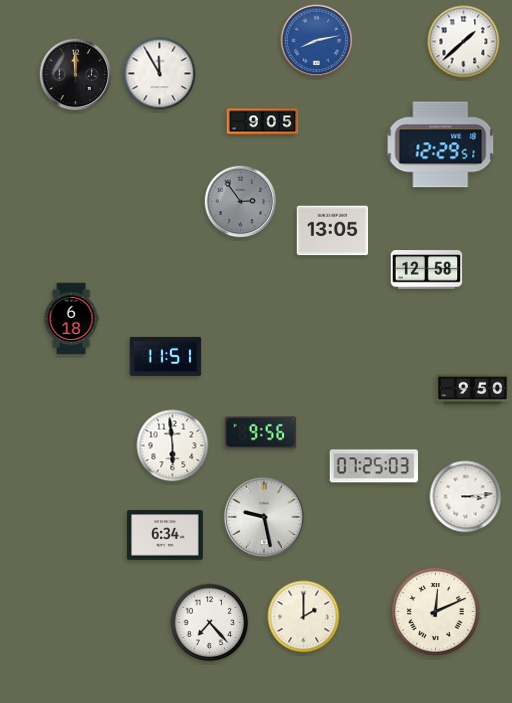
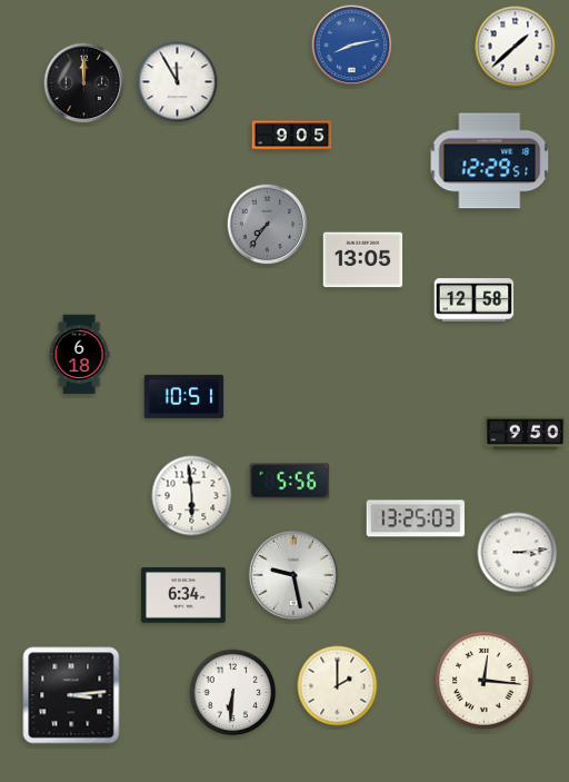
clock at (241, 202): 2:54 -> 7:36
clock at (333, 231) position: (333, 231) -> (363, 260)
clock at (166, 356): 11:51 -> 10:51
clock at (261, 433): 9:56 -> 5:56
clock at (374, 466): 07:25 -> 13:25
clock at (436, 612): 12:11 -> 12:16
clock at (210, 623): 7:23 -> 6:31
clock at (71, 695): none -> 3:14
